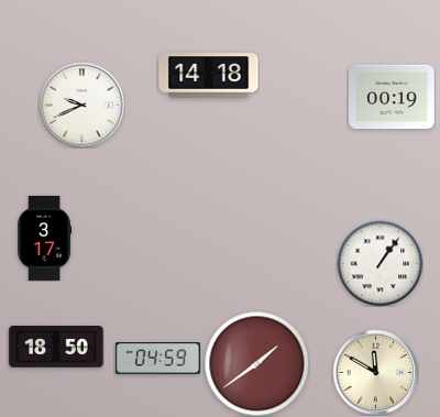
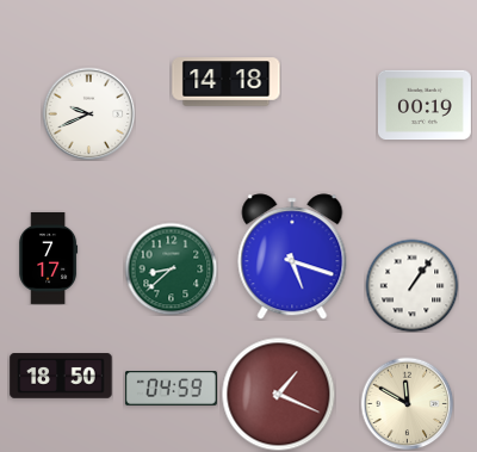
clock at (292, 256): none -> 5:18
clock at (45, 238): 3:17 -> 7:17
clock at (171, 268): none -> 8:38
clock at (256, 363): 1:39 -> 1:19
